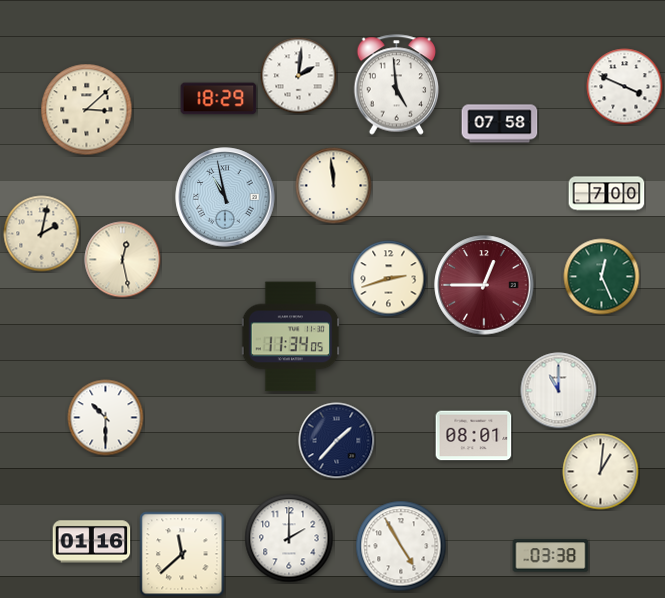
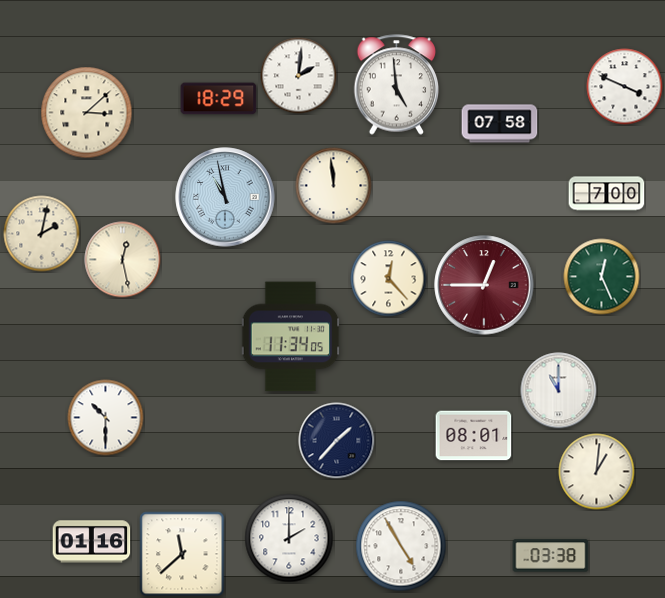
clock at (87, 110) position: (87, 110) -> (87, 113)
clock at (389, 279): 2:42 -> 12:23
clock at (601, 472) position: (601, 472) -> (597, 472)
